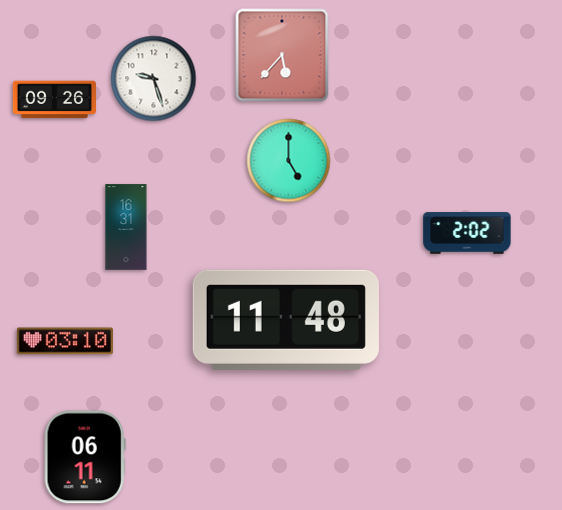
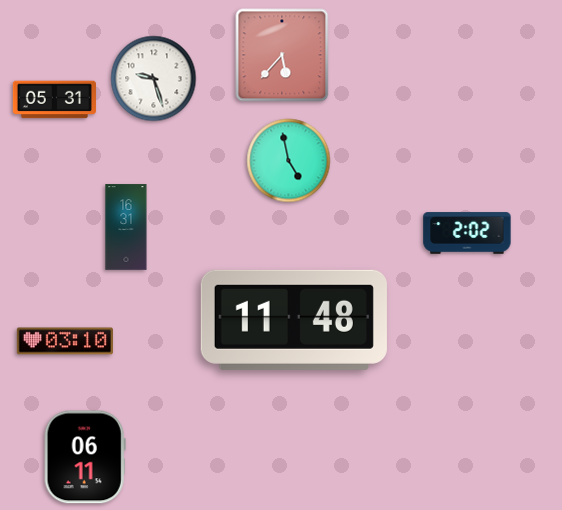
clock at (54, 100): 09:26 -> 05:31
clock at (289, 161): 5:00 -> 4:58
clock at (286, 320) position: (286, 320) -> (294, 320)
